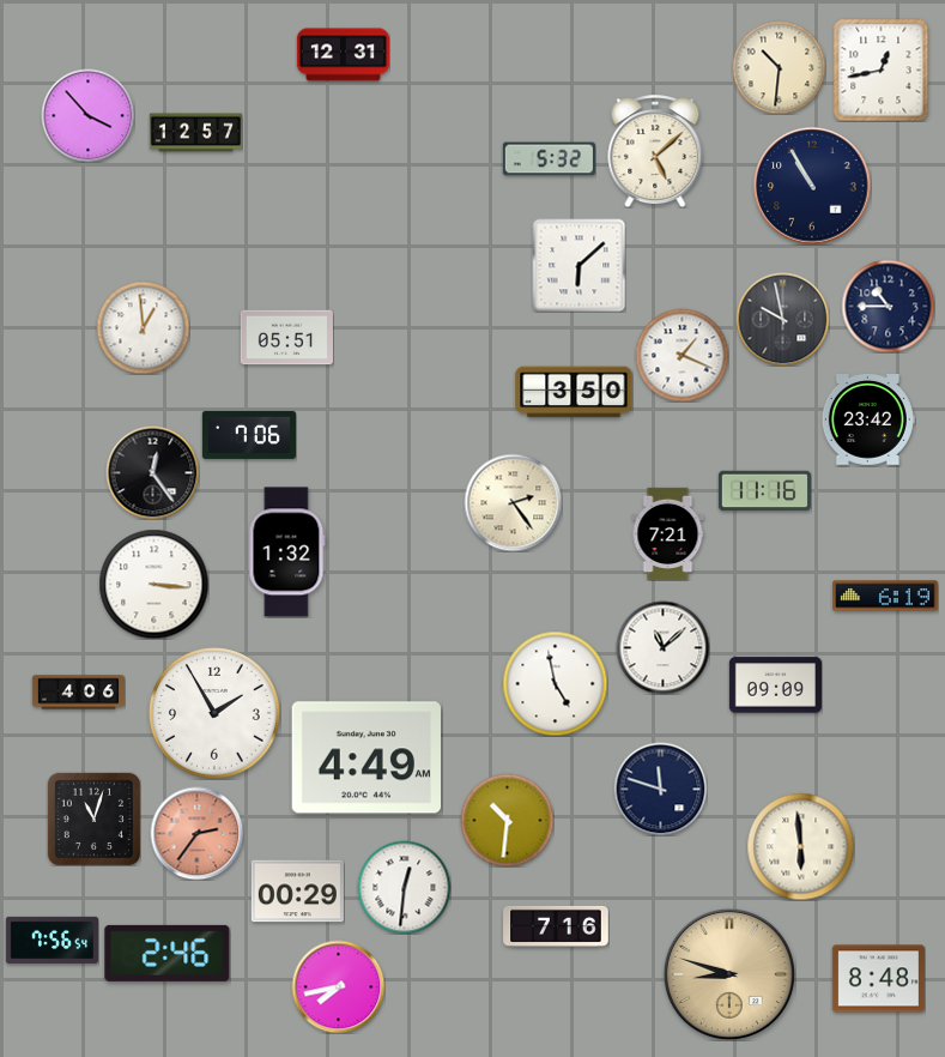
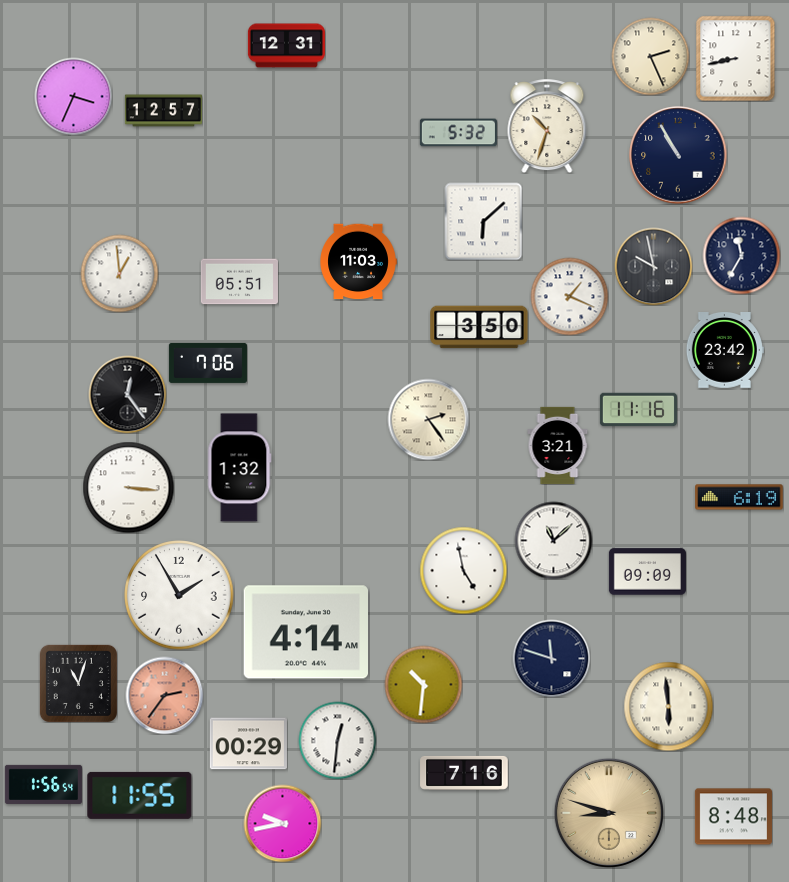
clock at (779, 67): 10:31 -> 2:26
clock at (882, 70): 12:43 -> 8:43
clock at (87, 115): 3:53 -> 3:34
clock at (655, 151): 5:08 -> 10:33
clock at (888, 306): 10:45 -> 11:35
clock at (358, 262): none -> 11:03
clock at (668, 533): 7:21 -> 3:21
clock at (287, 552) position: (287, 552) -> (240, 468)
clock at (78, 693): 4:06 -> none
clock at (367, 757): 4:49 -> 4:14
clock at (52, 940): 7:56 -> 1:56
clock at (168, 953): 2:46 -> 11:55
clock at (338, 986): 7:43 -> 9:43
